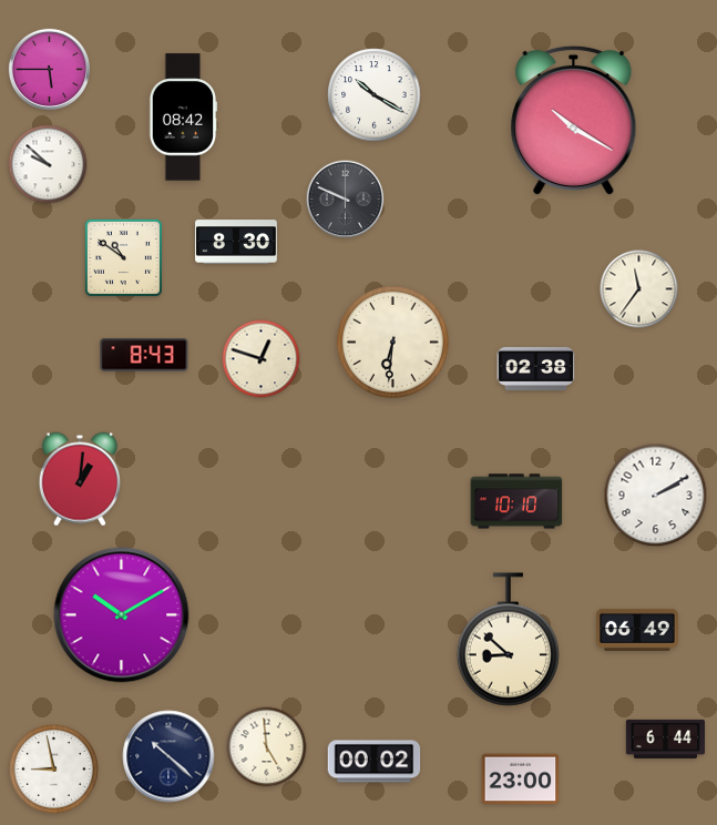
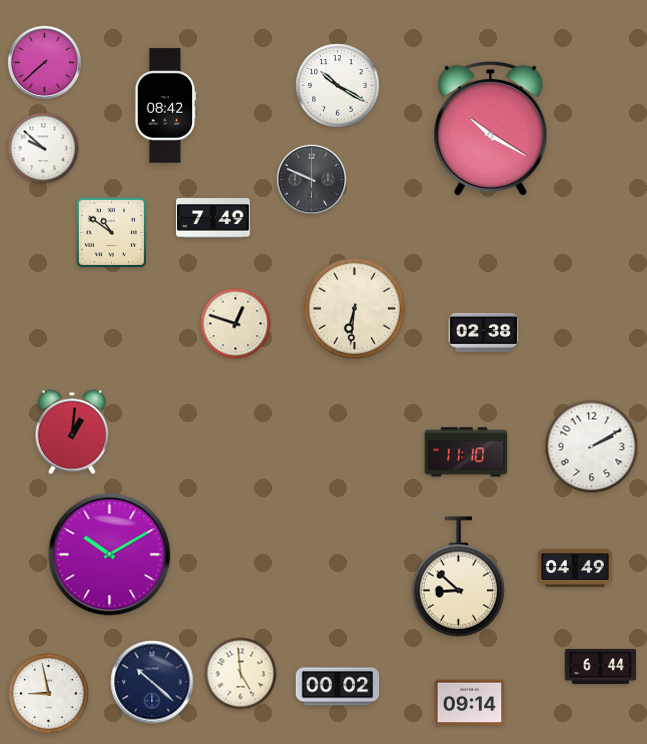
clock at (49, 69): 5:45 -> 7:38
clock at (574, 121) position: (574, 121) -> (491, 129)
clock at (236, 242): 8:30 -> 7:49
clock at (639, 289): 11:36 -> none
clock at (144, 355): 8:43 -> none
clock at (516, 501): 10:10 -> 11:10
clock at (637, 630): 06:49 -> 04:49
clock at (521, 780): 23:00 -> 09:14
